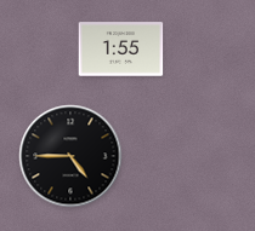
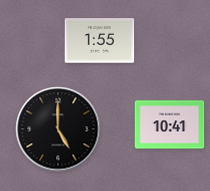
clock at (170, 125): none -> 10:41
clock at (70, 156): 4:45 -> 5:00
